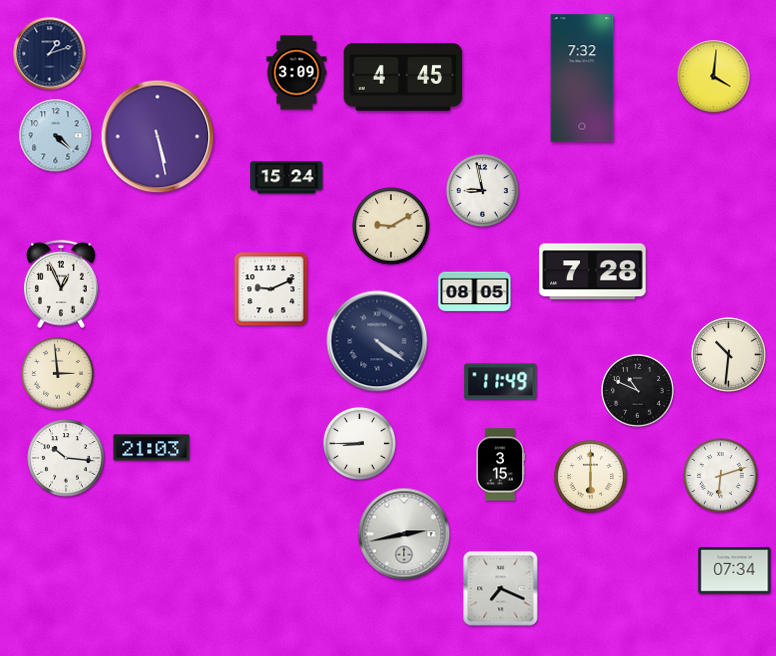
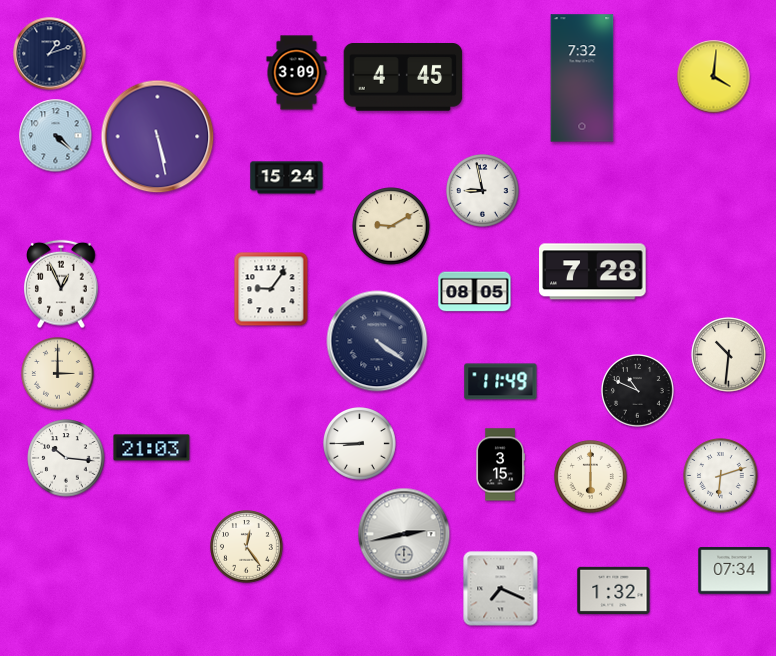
clock at (271, 289): 9:11 -> 9:06
clock at (58, 374): 2:59 -> 3:00
clock at (247, 547): none -> 12:24
clock at (614, 590): none -> 1:32
